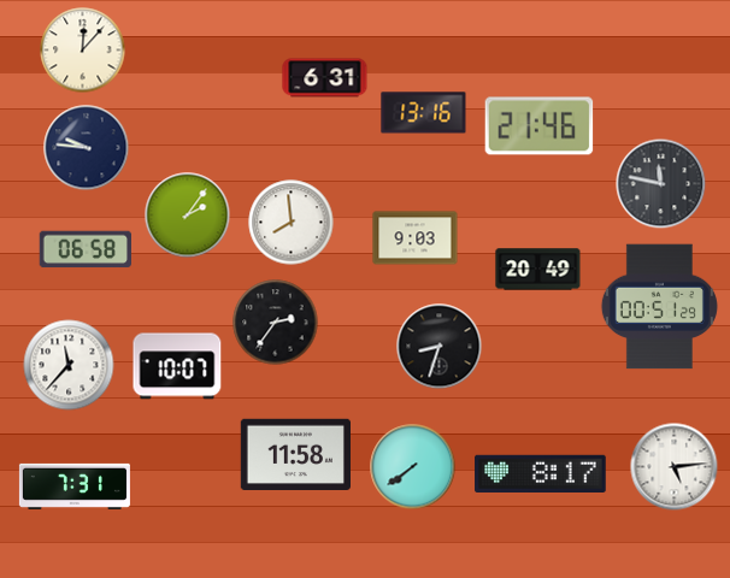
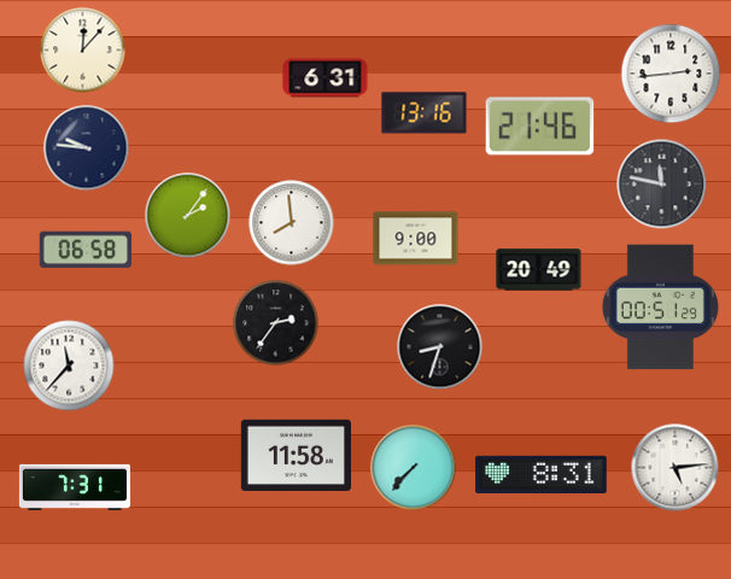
clock at (671, 74): none -> 2:44
clock at (416, 238): 9:03 -> 9:00
clock at (177, 366): 10:07 -> none
clock at (413, 467): 7:39 -> 7:37
clock at (541, 473): 8:17 -> 8:31
